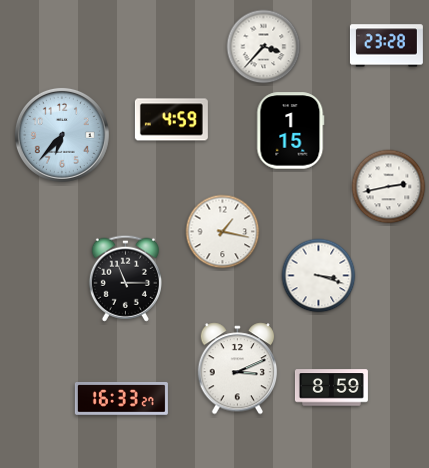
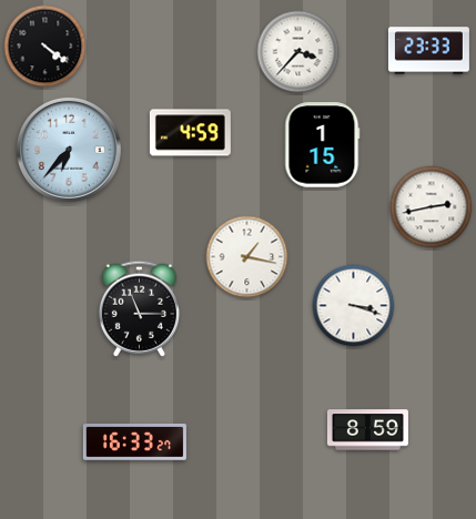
clock at (45, 47): none -> 4:21
clock at (386, 46): 23:28 -> 23:33
clock at (264, 47) position: (264, 47) -> (298, 52)
clock at (238, 369): 3:11 -> none
